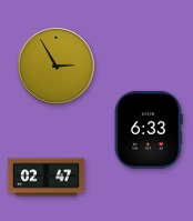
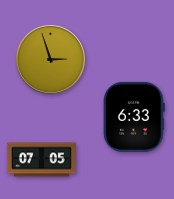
clock at (55, 66): 2:55 -> 2:57
clock at (45, 178): 02:47 -> 07:05
